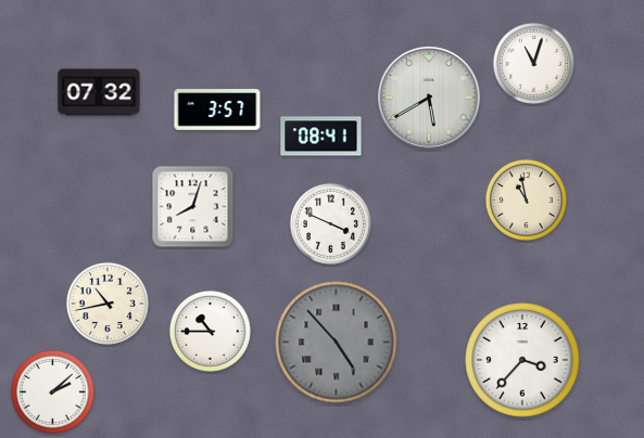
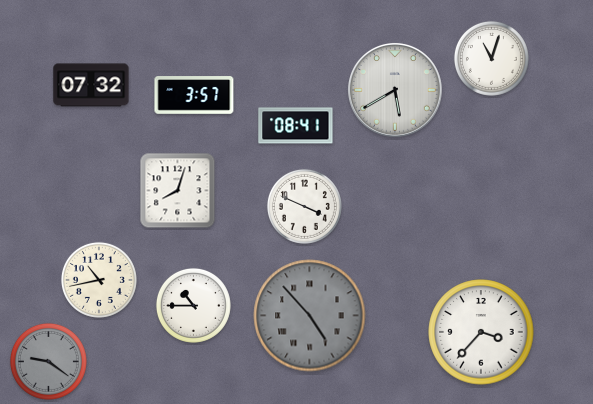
clock at (217, 110) position: (217, 110) -> (194, 95)
clock at (526, 199): 10:58 -> none
clock at (52, 391): 2:08 -> 9:21
clock at (52, 391) dial: white -> grey
